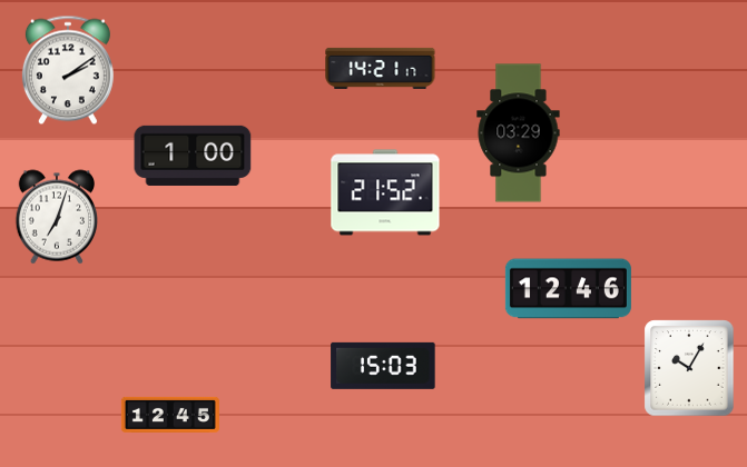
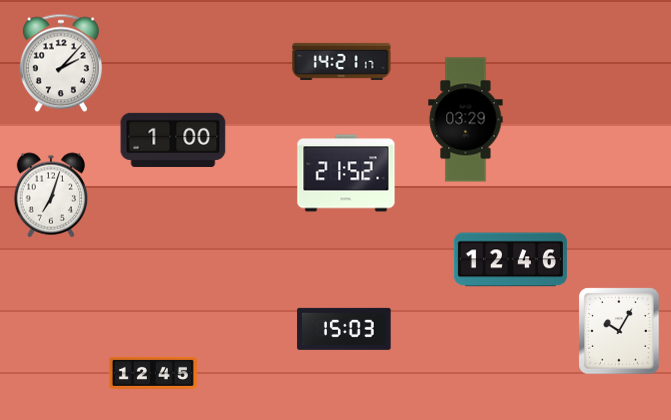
clock at (68, 70): 2:09 -> 2:07
